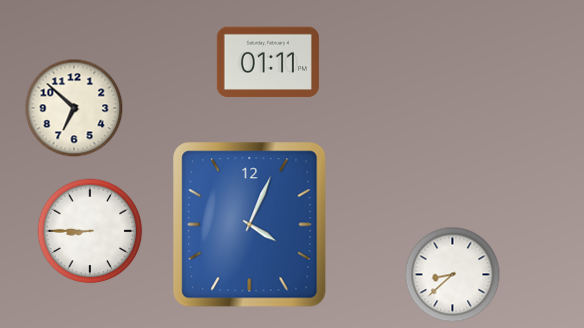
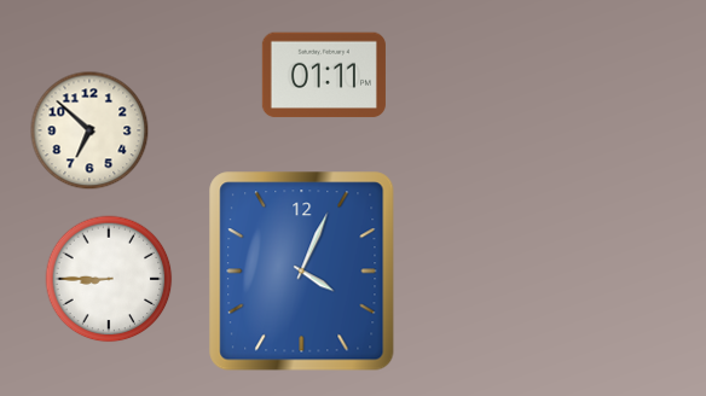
clock at (453, 275): 8:38 -> none
